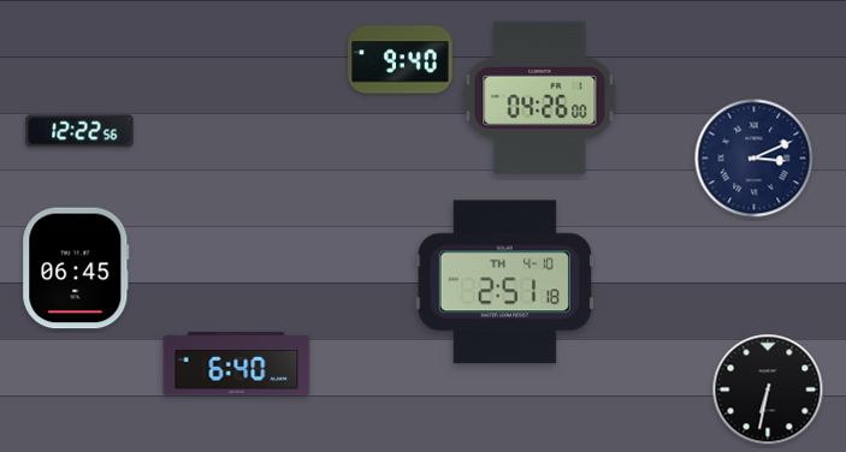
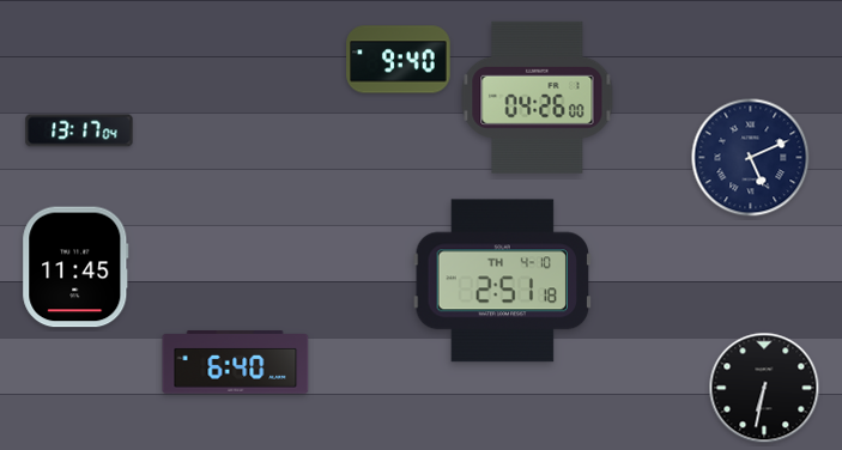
clock at (79, 131): 12:22 -> 13:17
clock at (755, 159): 3:11 -> 5:11
clock at (76, 268): 06:45 -> 11:45
